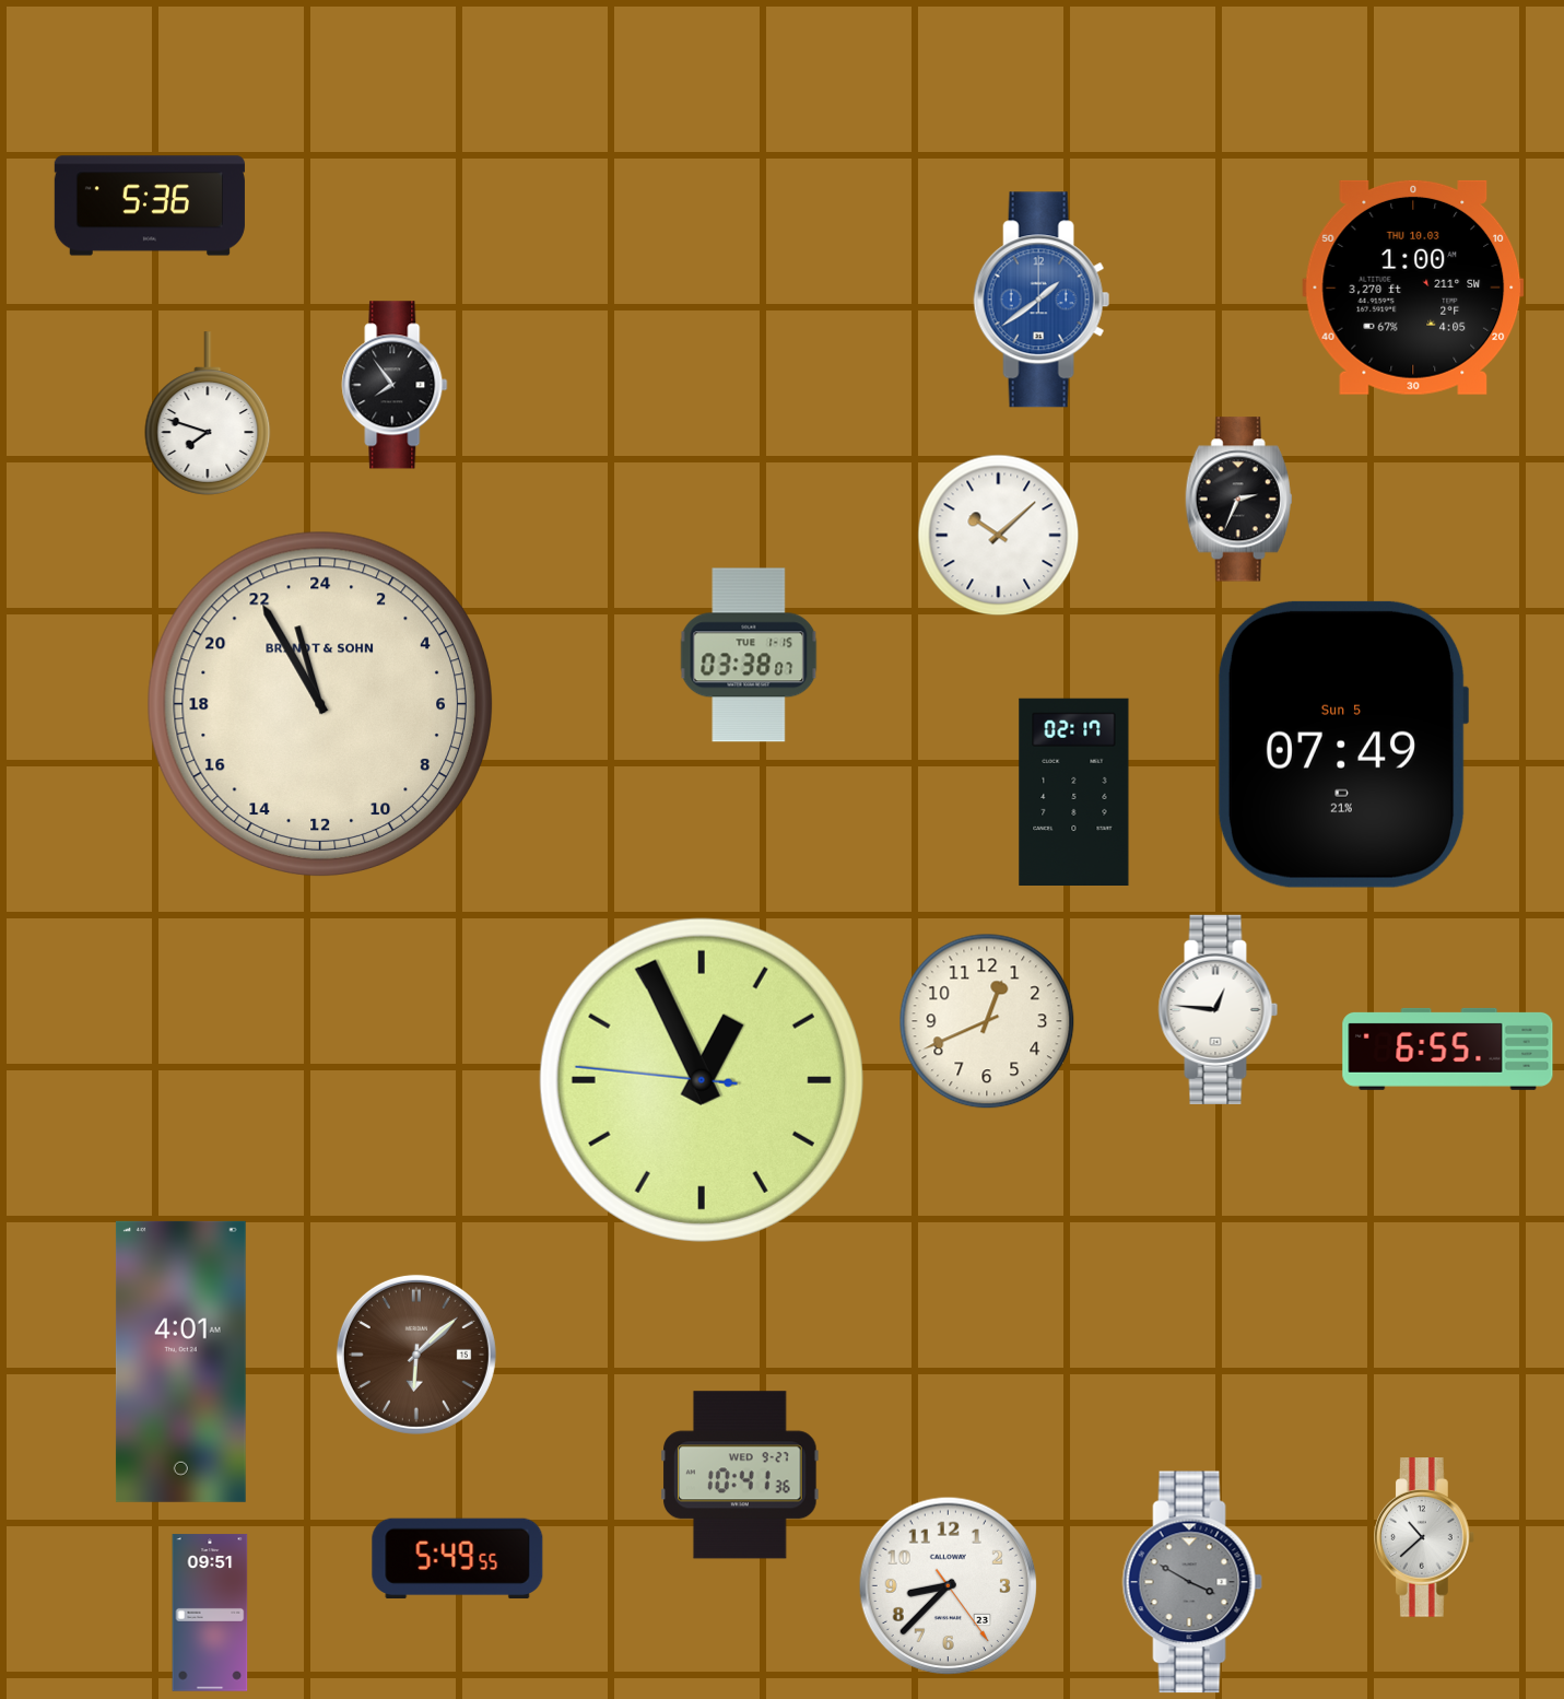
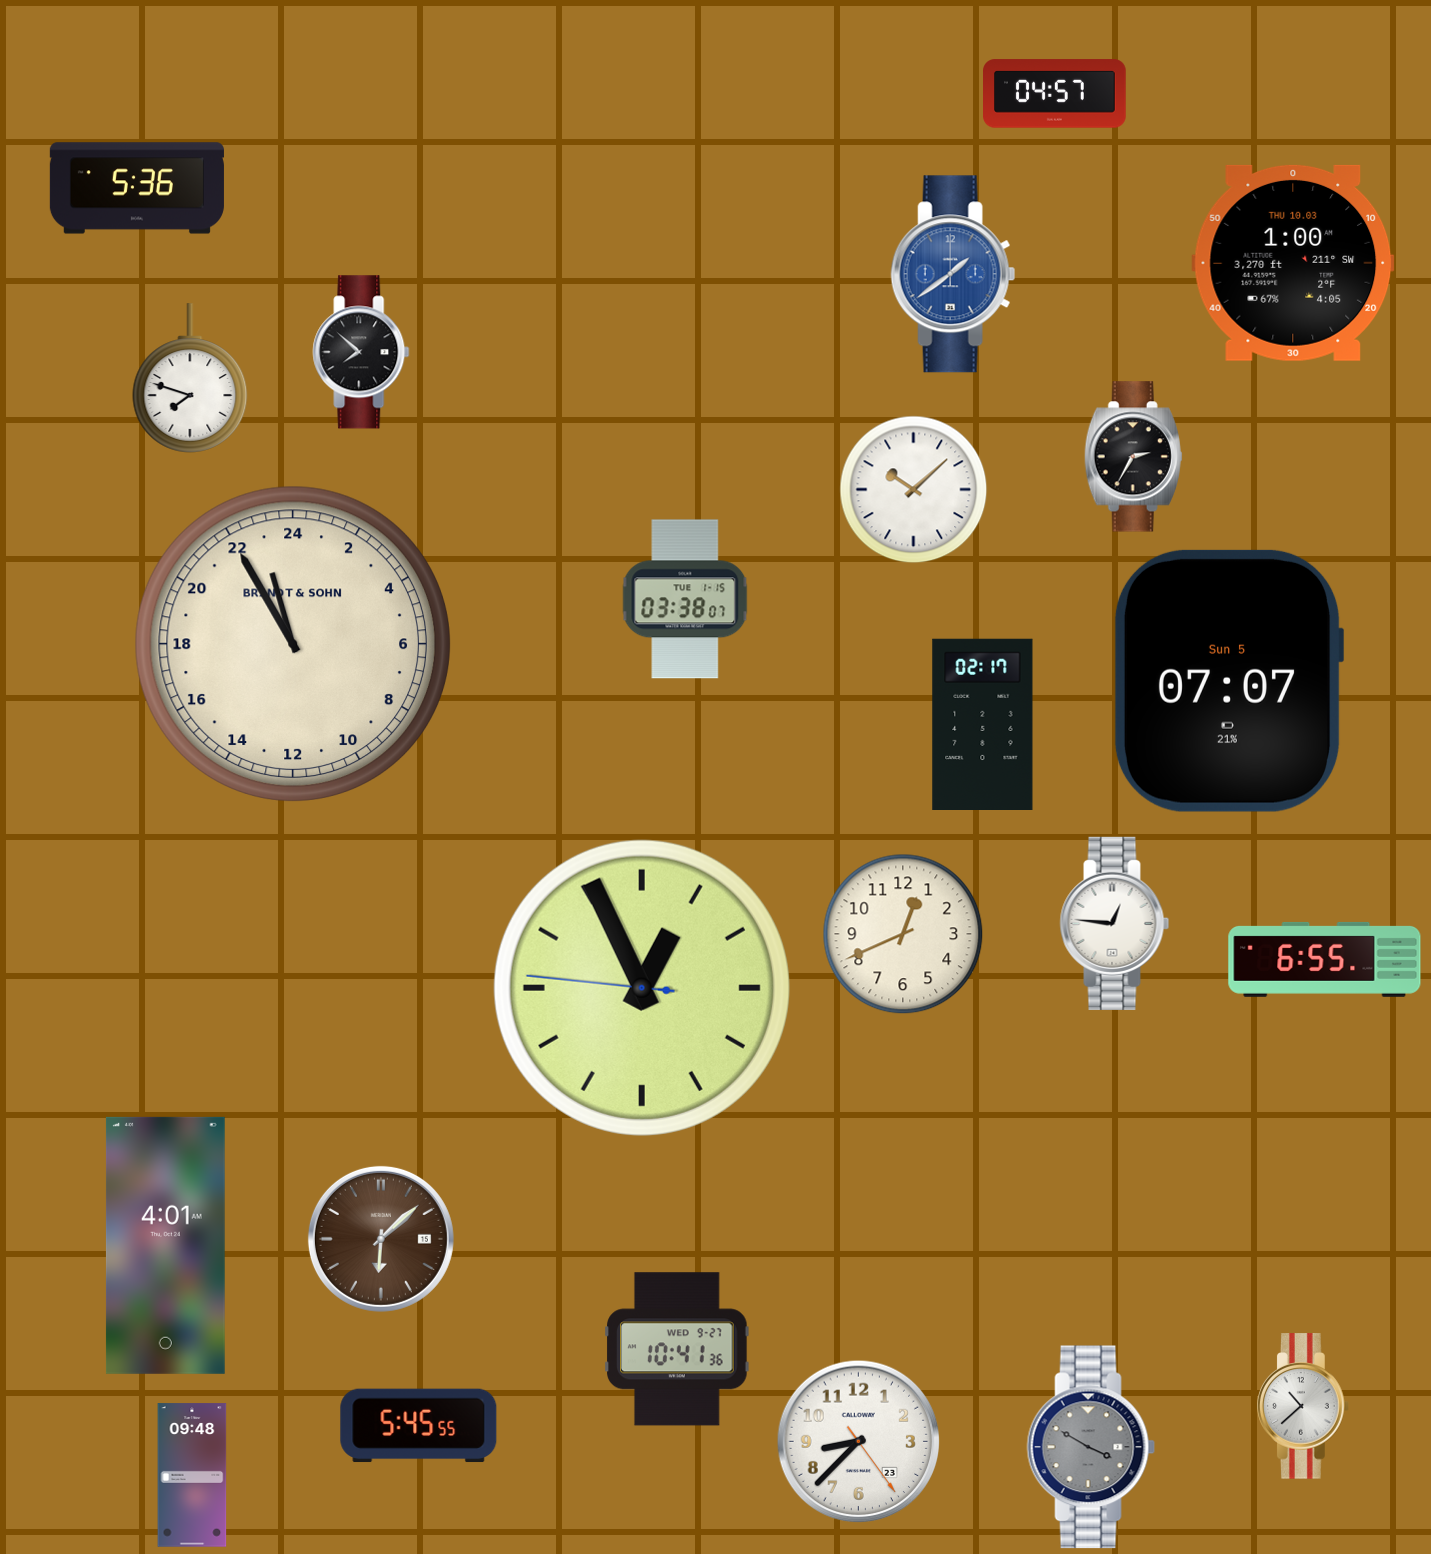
clock at (1055, 94): none -> 04:57
clock at (395, 385): 7:54 -> 7:52
clock at (1238, 500): 2:34 -> 2:35
clock at (1343, 745): 07:49 -> 07:07
clock at (458, 1559): 5:49 -> 5:45
clock at (949, 1586) position: (949, 1586) -> (859, 1442)
clock at (210, 1613): 09:51 -> 09:48
